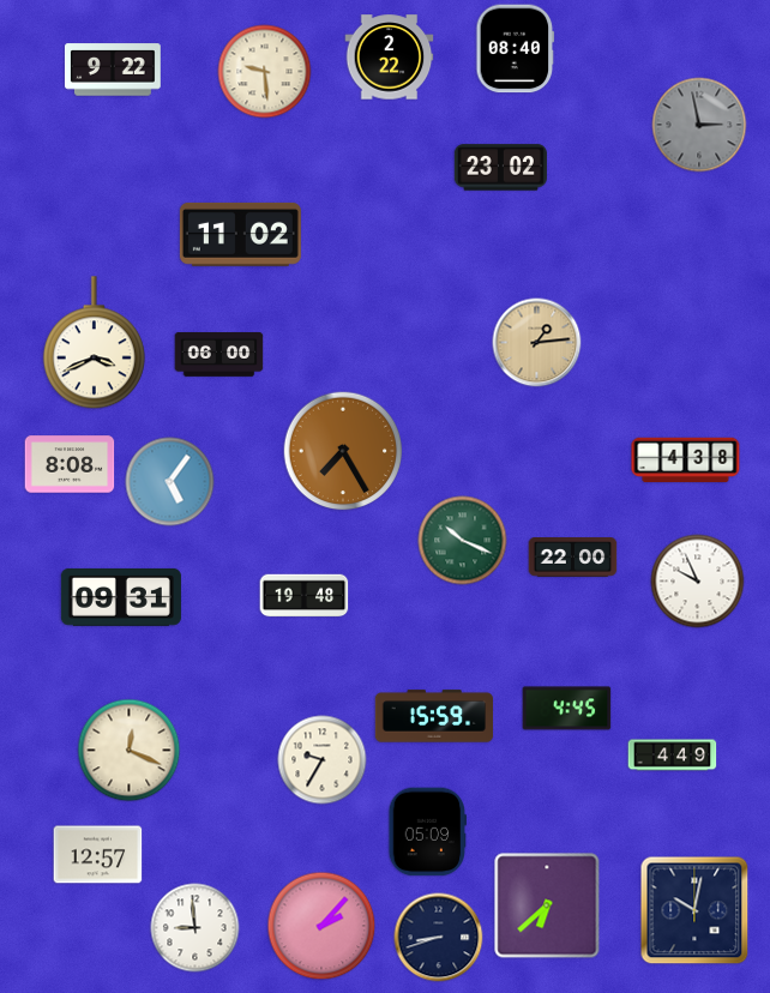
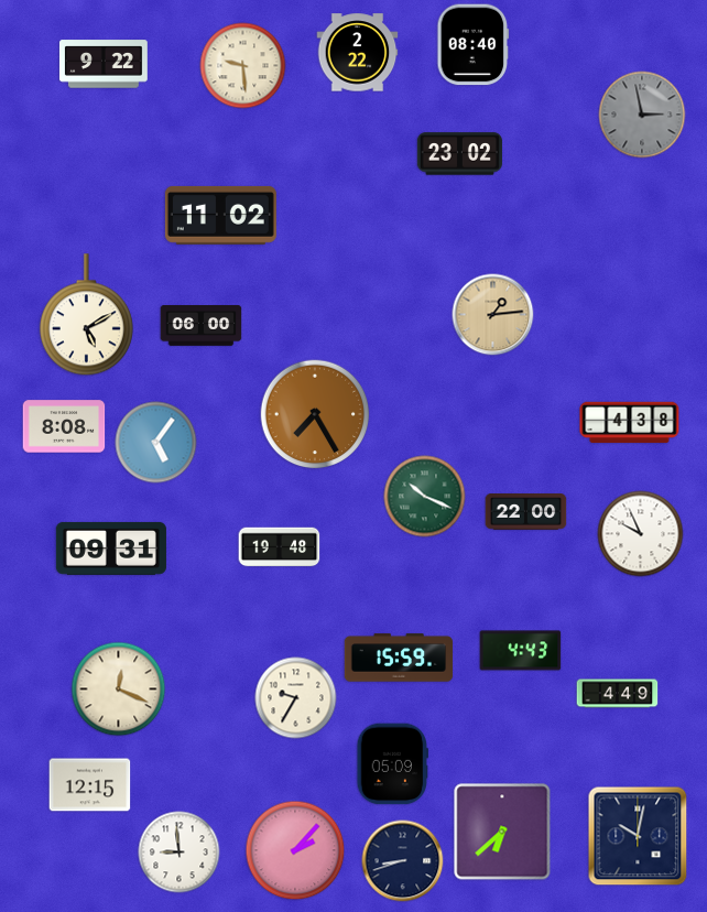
clock at (94, 343): 3:41 -> 5:10
clock at (567, 709): 4:45 -> 4:43
clock at (98, 855): 12:57 -> 12:15
